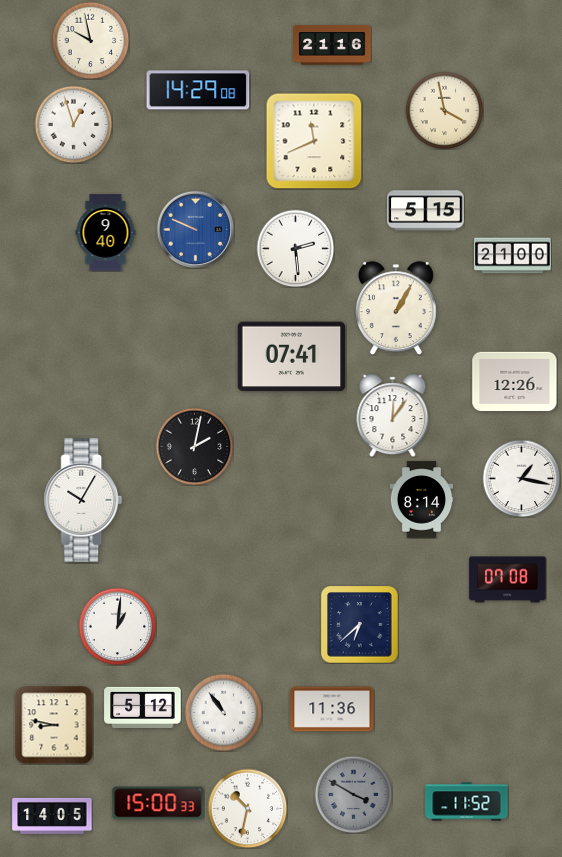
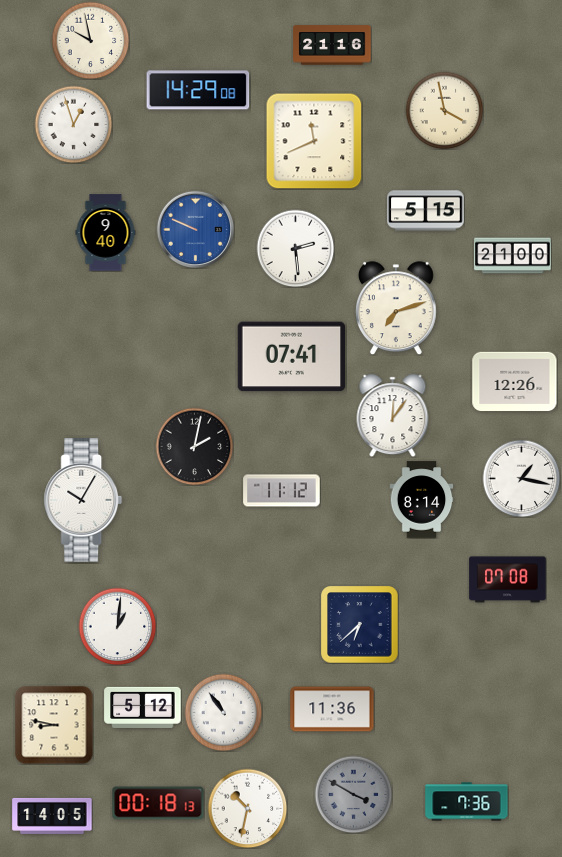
clock at (396, 308): 1:05 -> 7:12
clock at (282, 491): none -> 11:12
clock at (467, 802): 11:52 -> 7:36
clock at (158, 803): 15:00 -> 00:18
